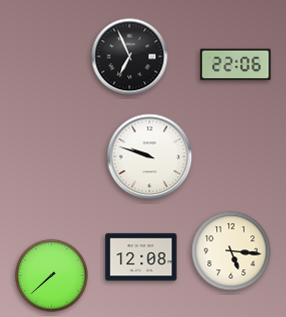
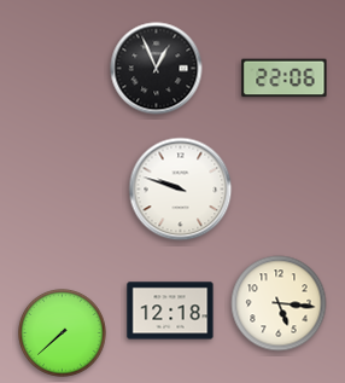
clock at (130, 57): 6:56 -> 12:56
clock at (141, 257): 12:08 -> 12:18
